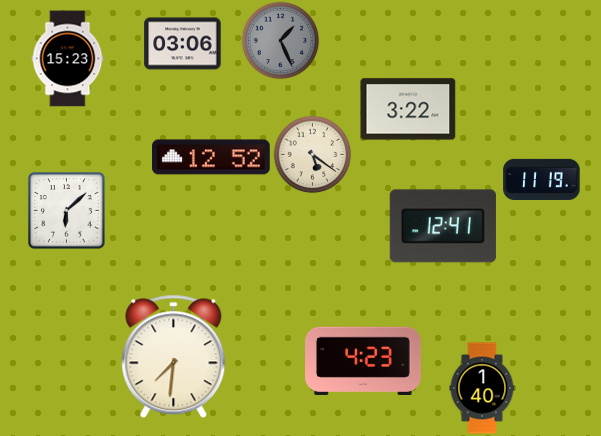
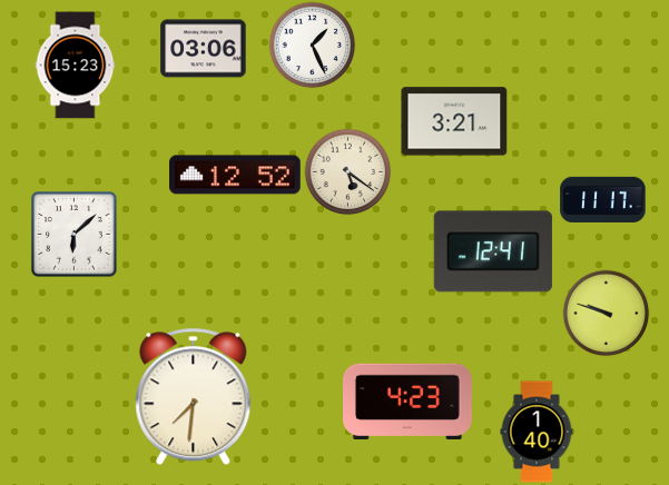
clock at (280, 40) dial: grey -> white
clock at (408, 109): 3:22 -> 3:21
clock at (542, 179): 11:19 -> 11:17
clock at (606, 313): none -> 9:48
clock at (364, 360) position: (364, 360) -> (409, 400)
